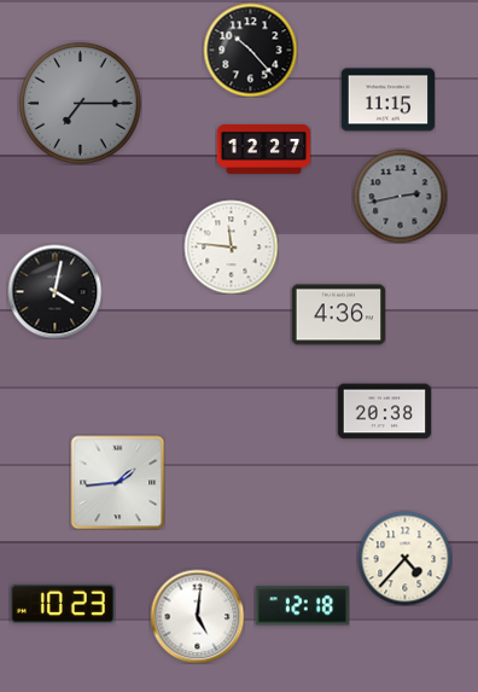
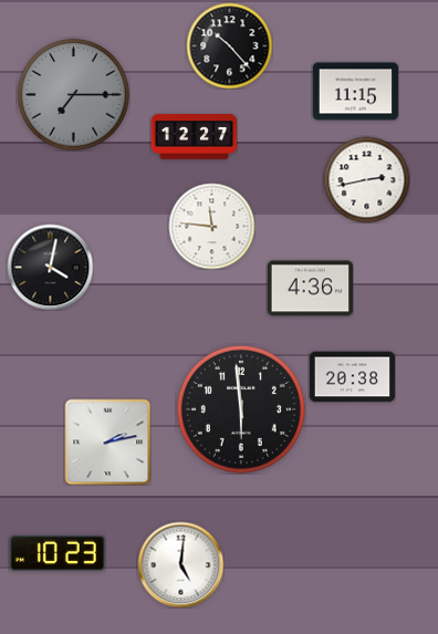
clock at (263, 149) position: (263, 149) -> (194, 136)
clock at (400, 196) dial: grey -> white
clock at (241, 409): none -> 5:59
clock at (117, 482): 1:44 -> 2:13
clock at (404, 558): 4:37 -> none
clock at (302, 606): 12:18 -> none
